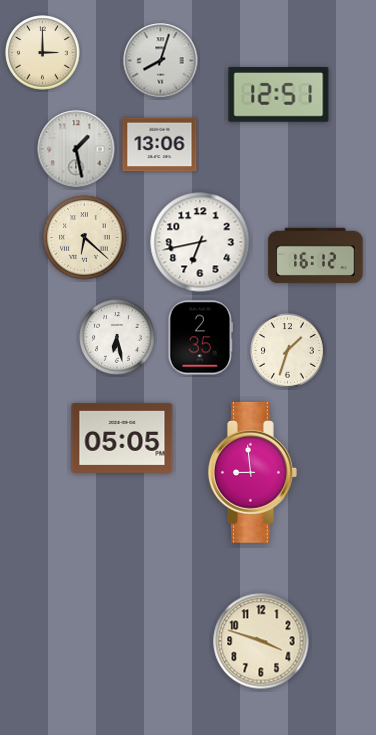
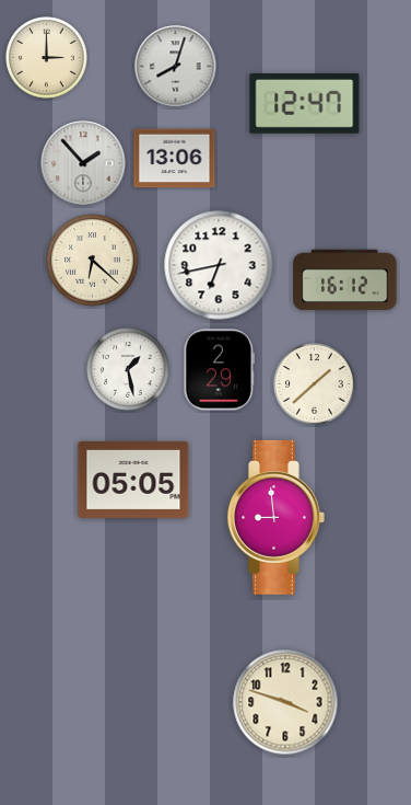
clock at (279, 95): 12:51 -> 12:47
clock at (76, 149): 1:28 -> 1:53
clock at (117, 337): 6:28 -> 1:28
clock at (201, 338): 2:35 -> 2:29
clock at (288, 351): 1:33 -> 1:38
